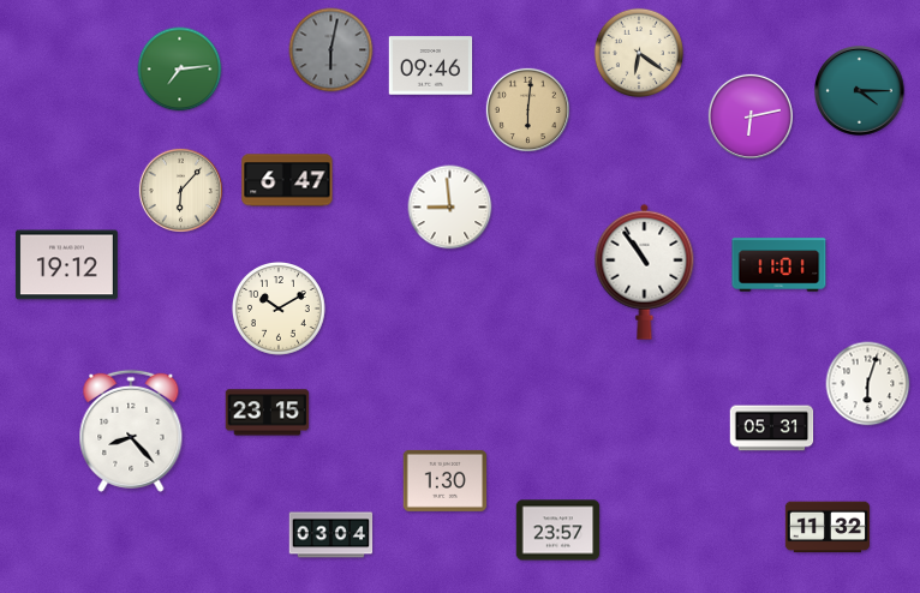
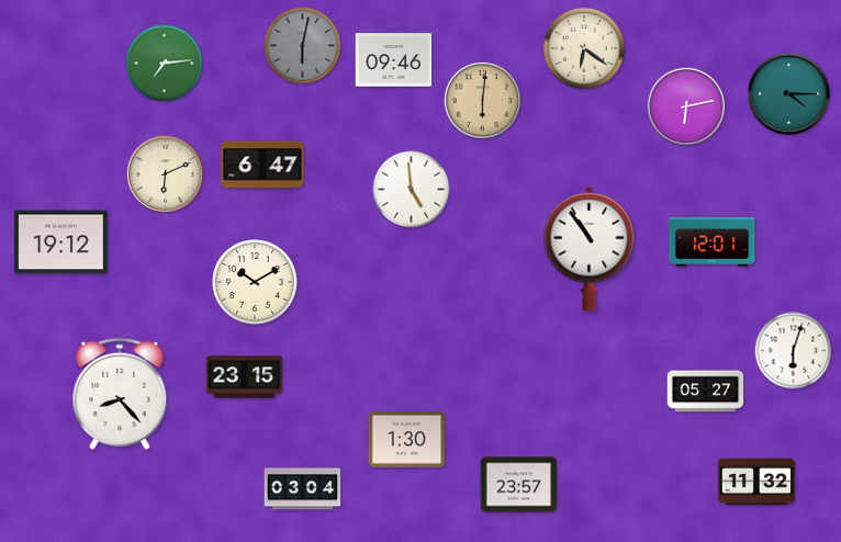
clock at (860, 91) position: (860, 91) -> (789, 94)
clock at (180, 190): 6:07 -> 6:11
clock at (450, 208): 8:59 -> 4:59
clock at (779, 265): 11:01 -> 12:01
clock at (772, 429): 05:31 -> 05:27
clock at (558, 531) position: (558, 531) -> (519, 485)
